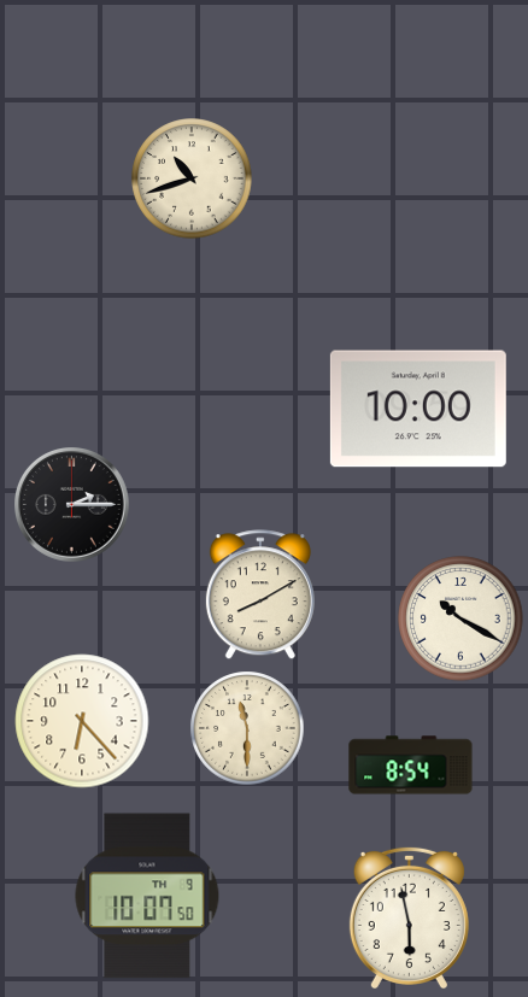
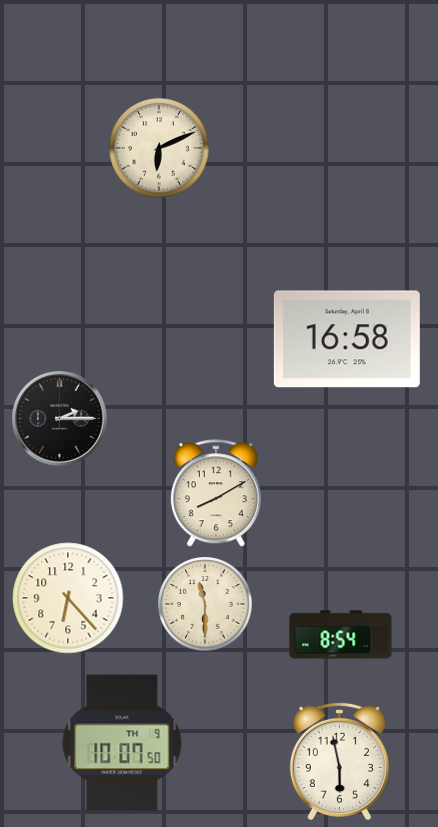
clock at (192, 178): 10:42 -> 6:11
clock at (418, 409): 10:00 -> 16:58
clock at (460, 618): 10:20 -> none
